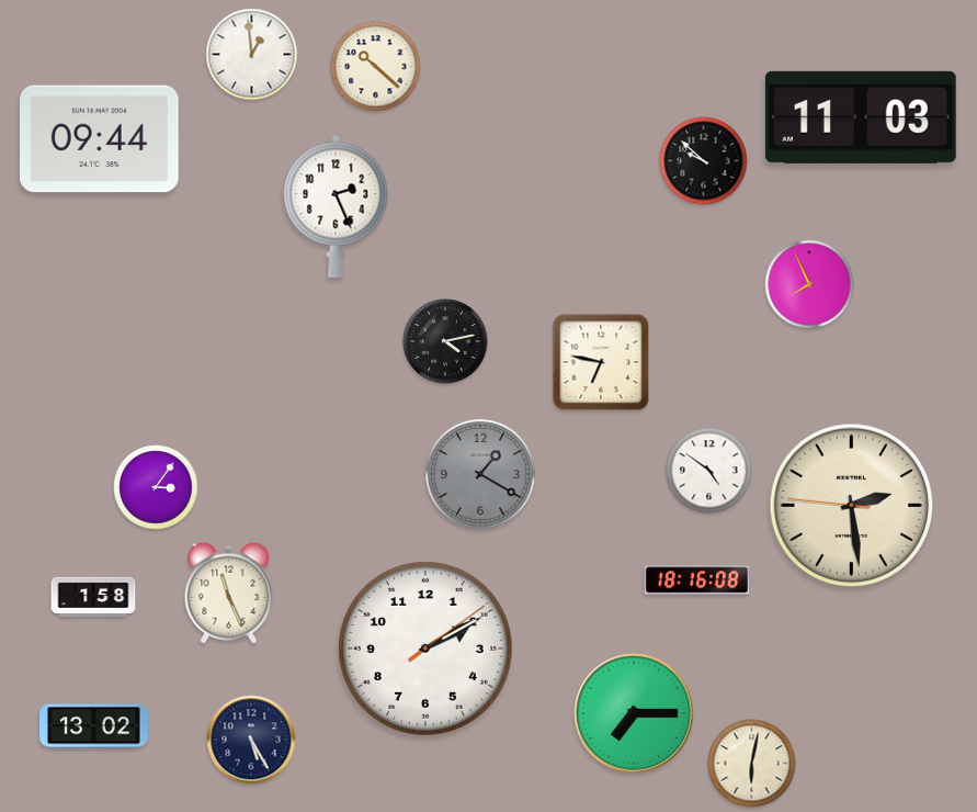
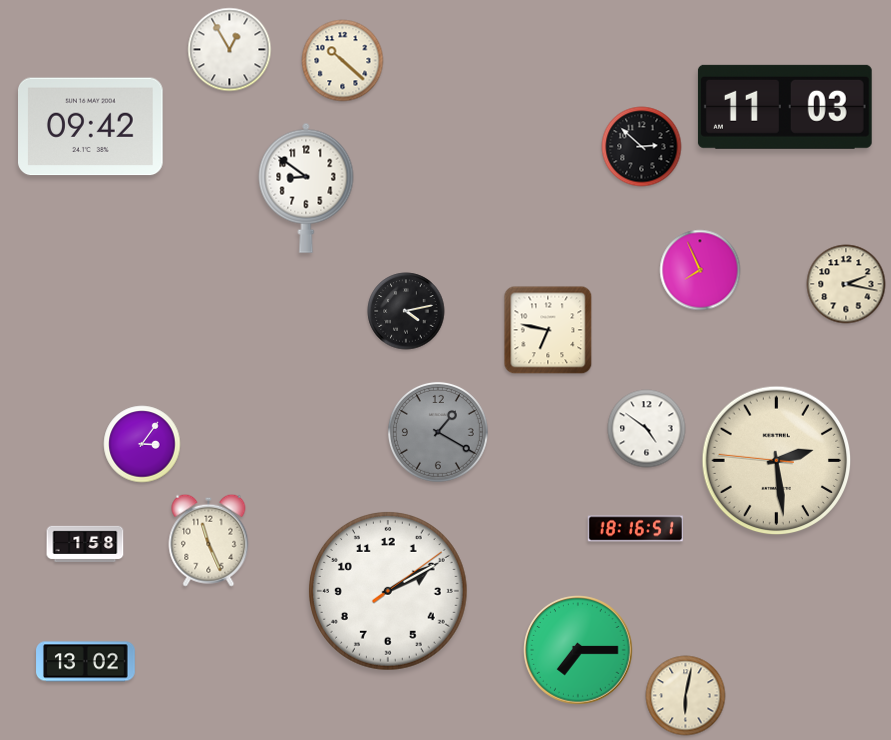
clock at (252, 55): 12:59 -> 12:55
clock at (100, 139): 09:44 -> 09:42
clock at (704, 161): 9:52 -> 2:52
clock at (336, 206): 2:26 -> 8:51
clock at (809, 284) position: (809, 284) -> (700, 270)
clock at (846, 284): none -> 2:17
clock at (697, 580): 18:16:08 -> 18:16:51
clock at (251, 740): 5:25 -> none
